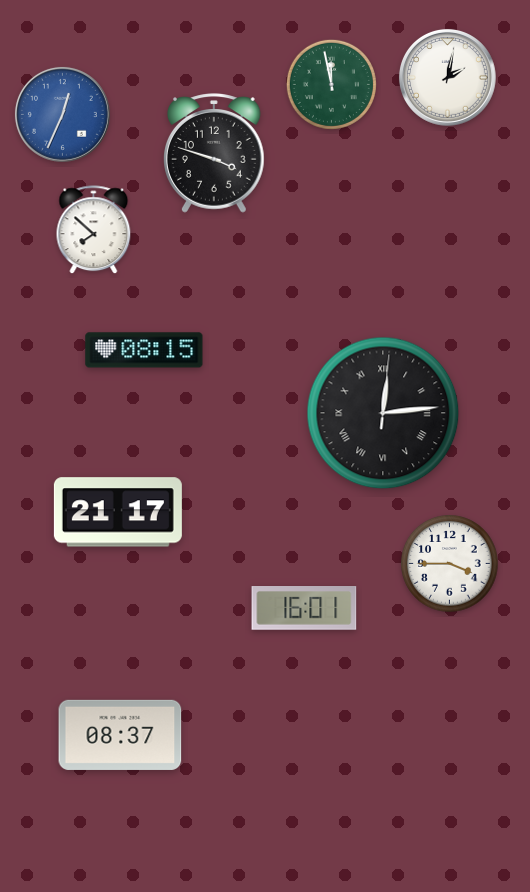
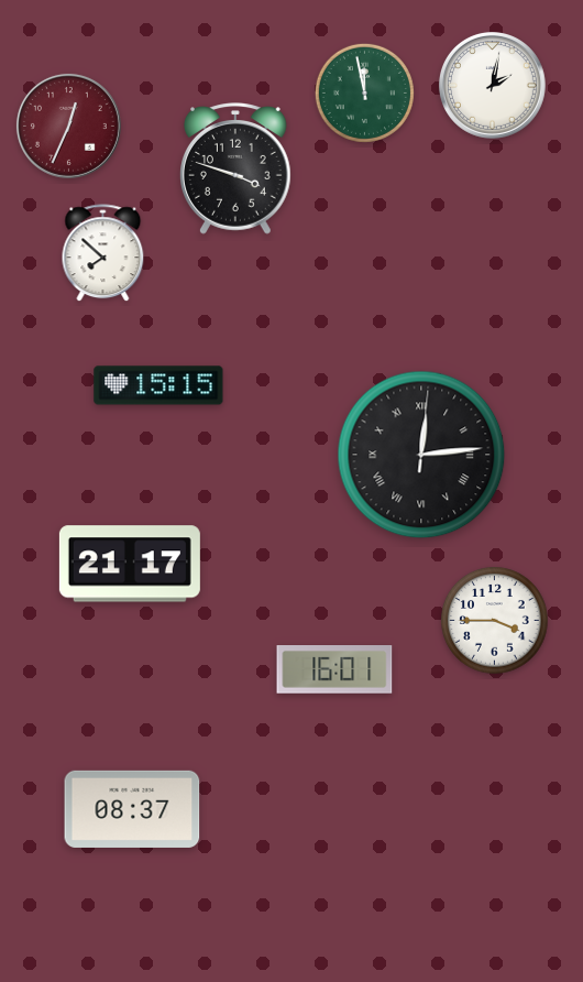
clock at (62, 114) dial: blue -> burgundy
clock at (144, 350): 08:15 -> 15:15
